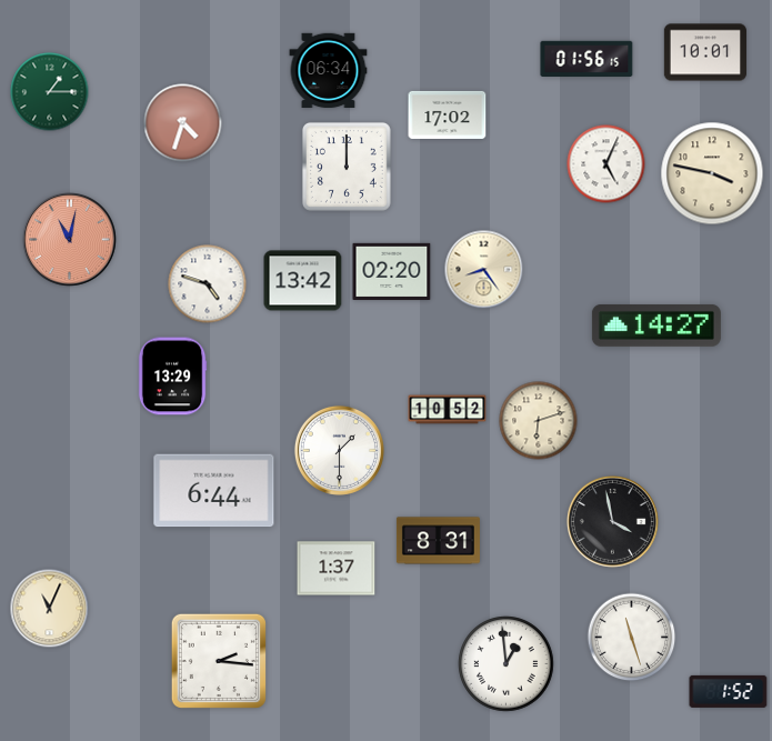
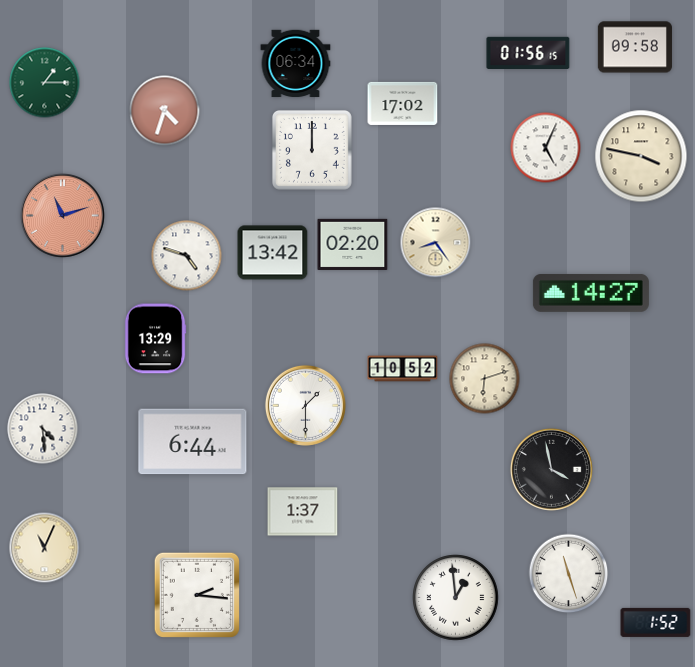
clock at (705, 52): 10:01 -> 09:58
clock at (70, 240): 11:02 -> 11:12
clock at (43, 429): none -> 4:29
clock at (438, 541): 8:31 -> none
